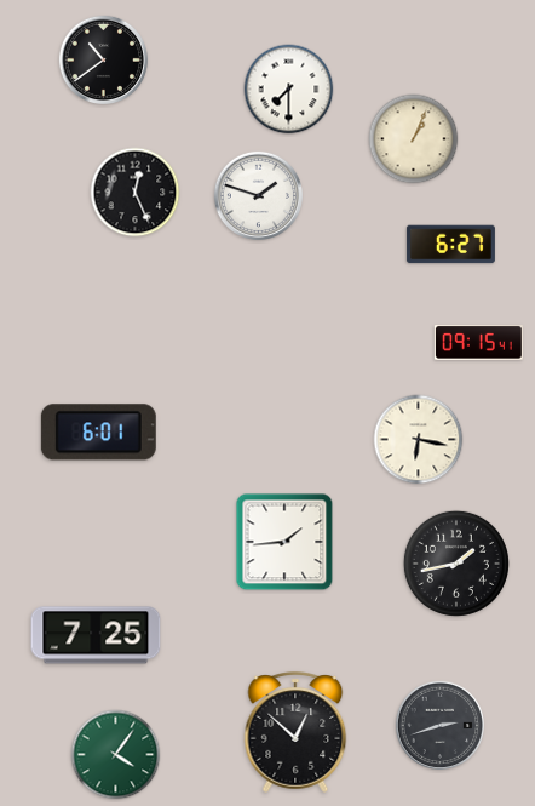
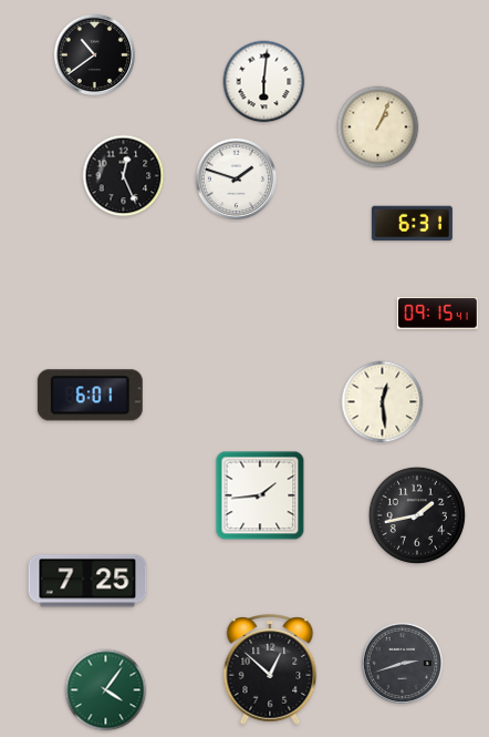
clock at (289, 90): 7:30 -> 6:01
clock at (450, 245): 6:27 -> 6:31
clock at (419, 440): 6:17 -> 12:29
